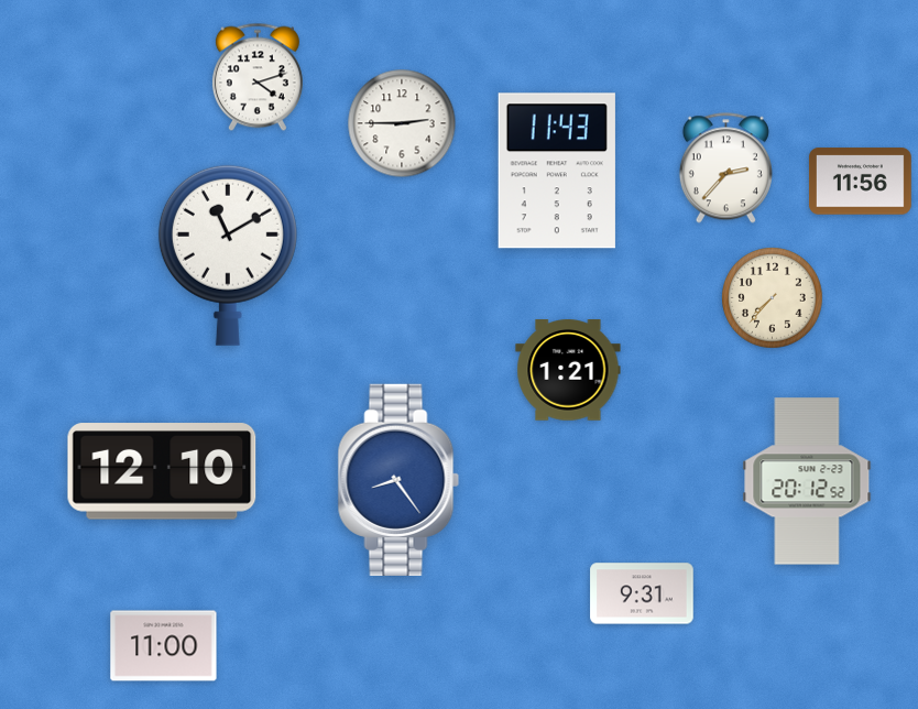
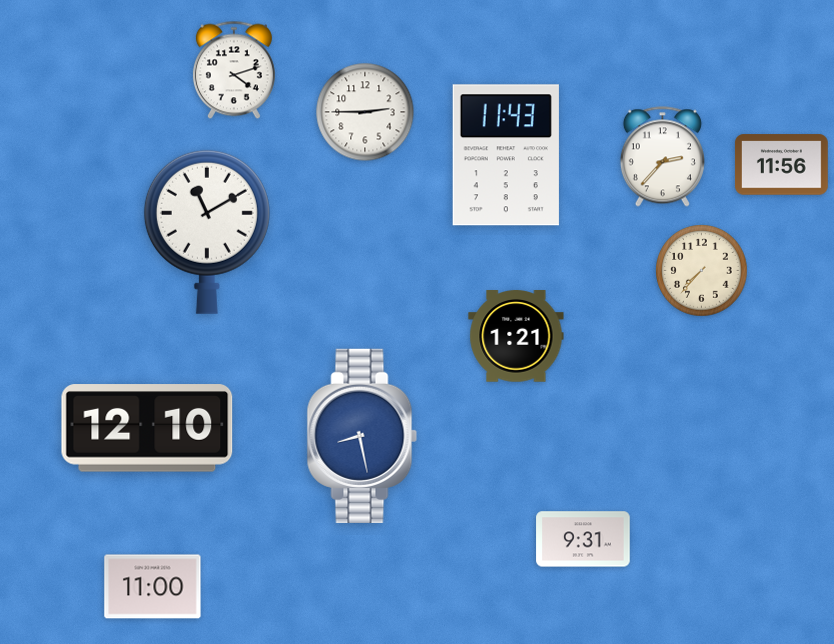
clock at (725, 168) position: (725, 168) -> (662, 157)
clock at (398, 480): 8:24 -> 8:28
clock at (807, 481): 20:12 -> none
clock at (164, 646) position: (164, 646) -> (153, 587)
